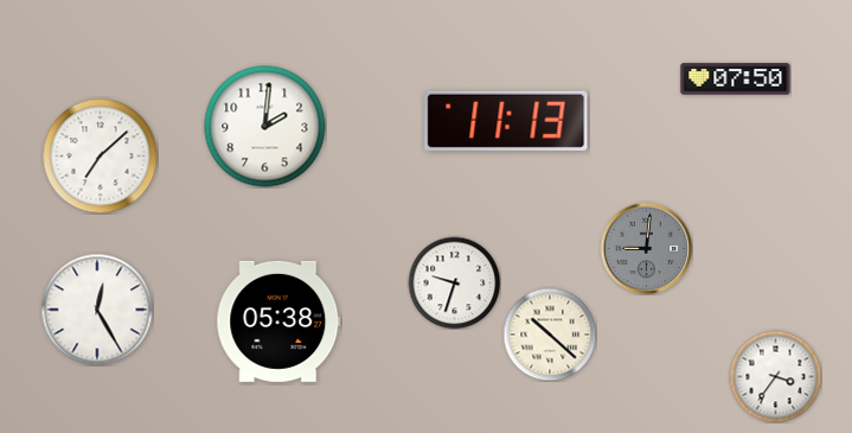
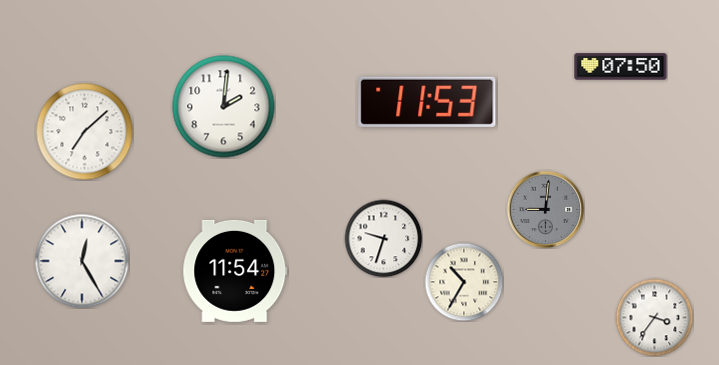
clock at (506, 121): 11:13 -> 11:53
clock at (278, 321): 05:38 -> 11:54
clock at (550, 335): 10:22 -> 10:35
